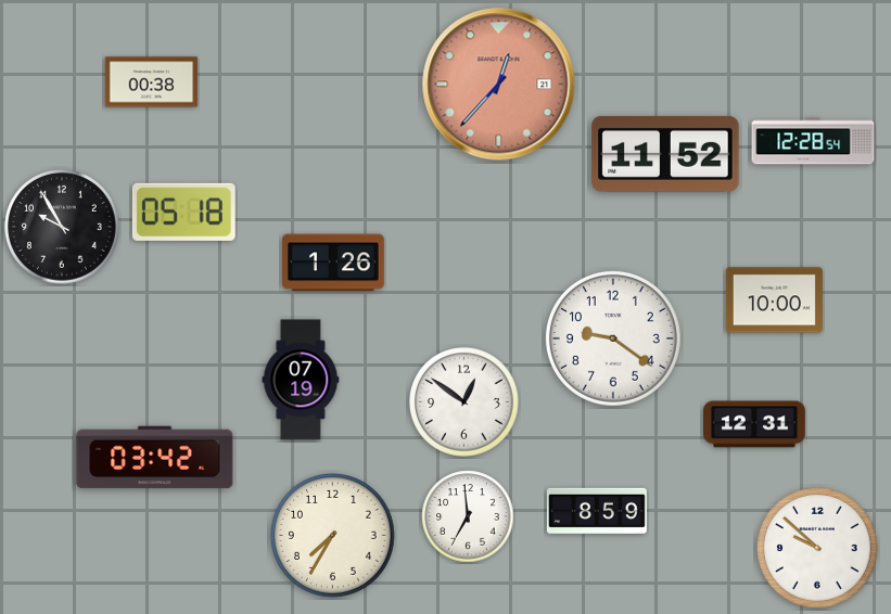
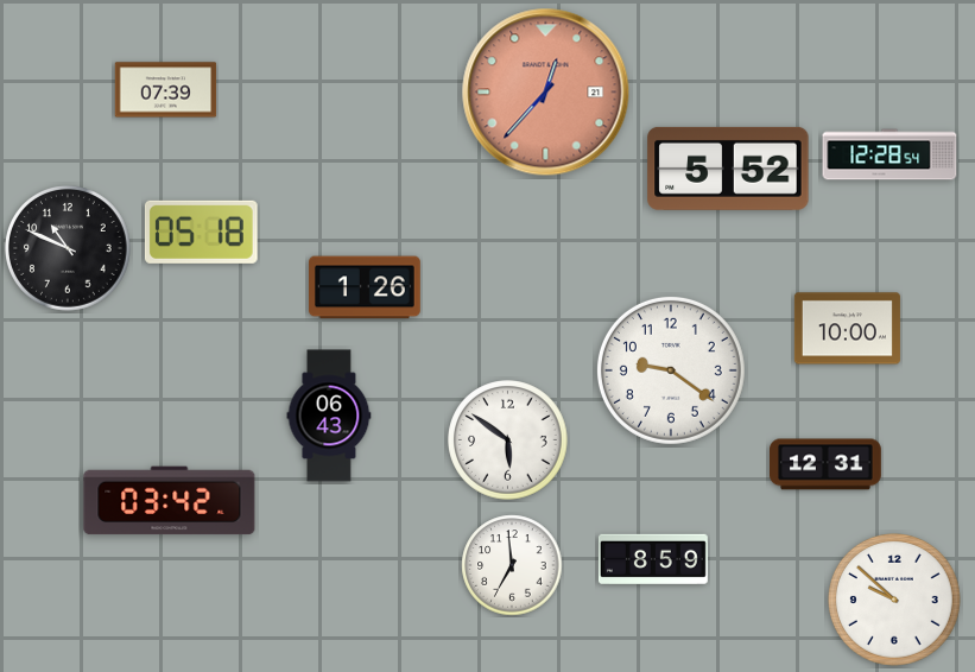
clock at (152, 82): 00:38 -> 07:39
clock at (665, 154): 11:52 -> 5:52
clock at (62, 227): 9:55 -> 10:49
clock at (301, 380): 07:19 -> 06:43
clock at (464, 402): 12:51 -> 5:51
clock at (333, 536): 7:35 -> none
